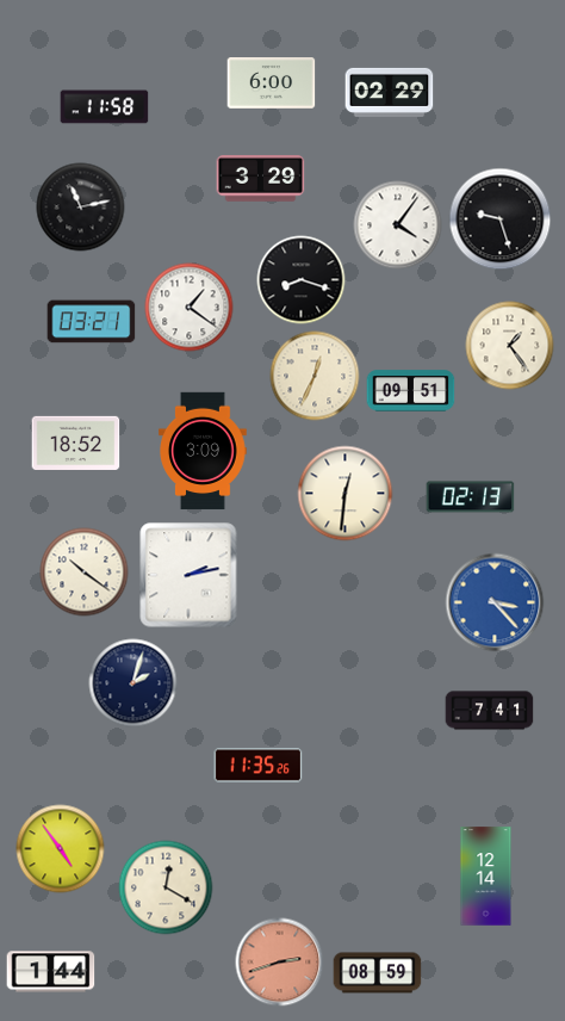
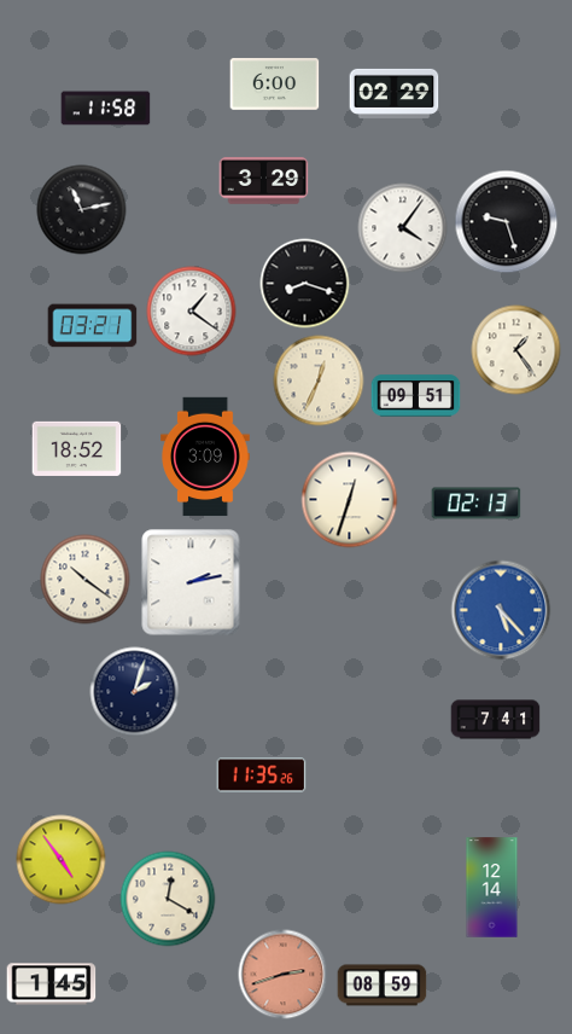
clock at (346, 494): 12:31 -> 12:33
clock at (495, 602): 3:23 -> 5:23
clock at (51, 972): 1:44 -> 1:45
